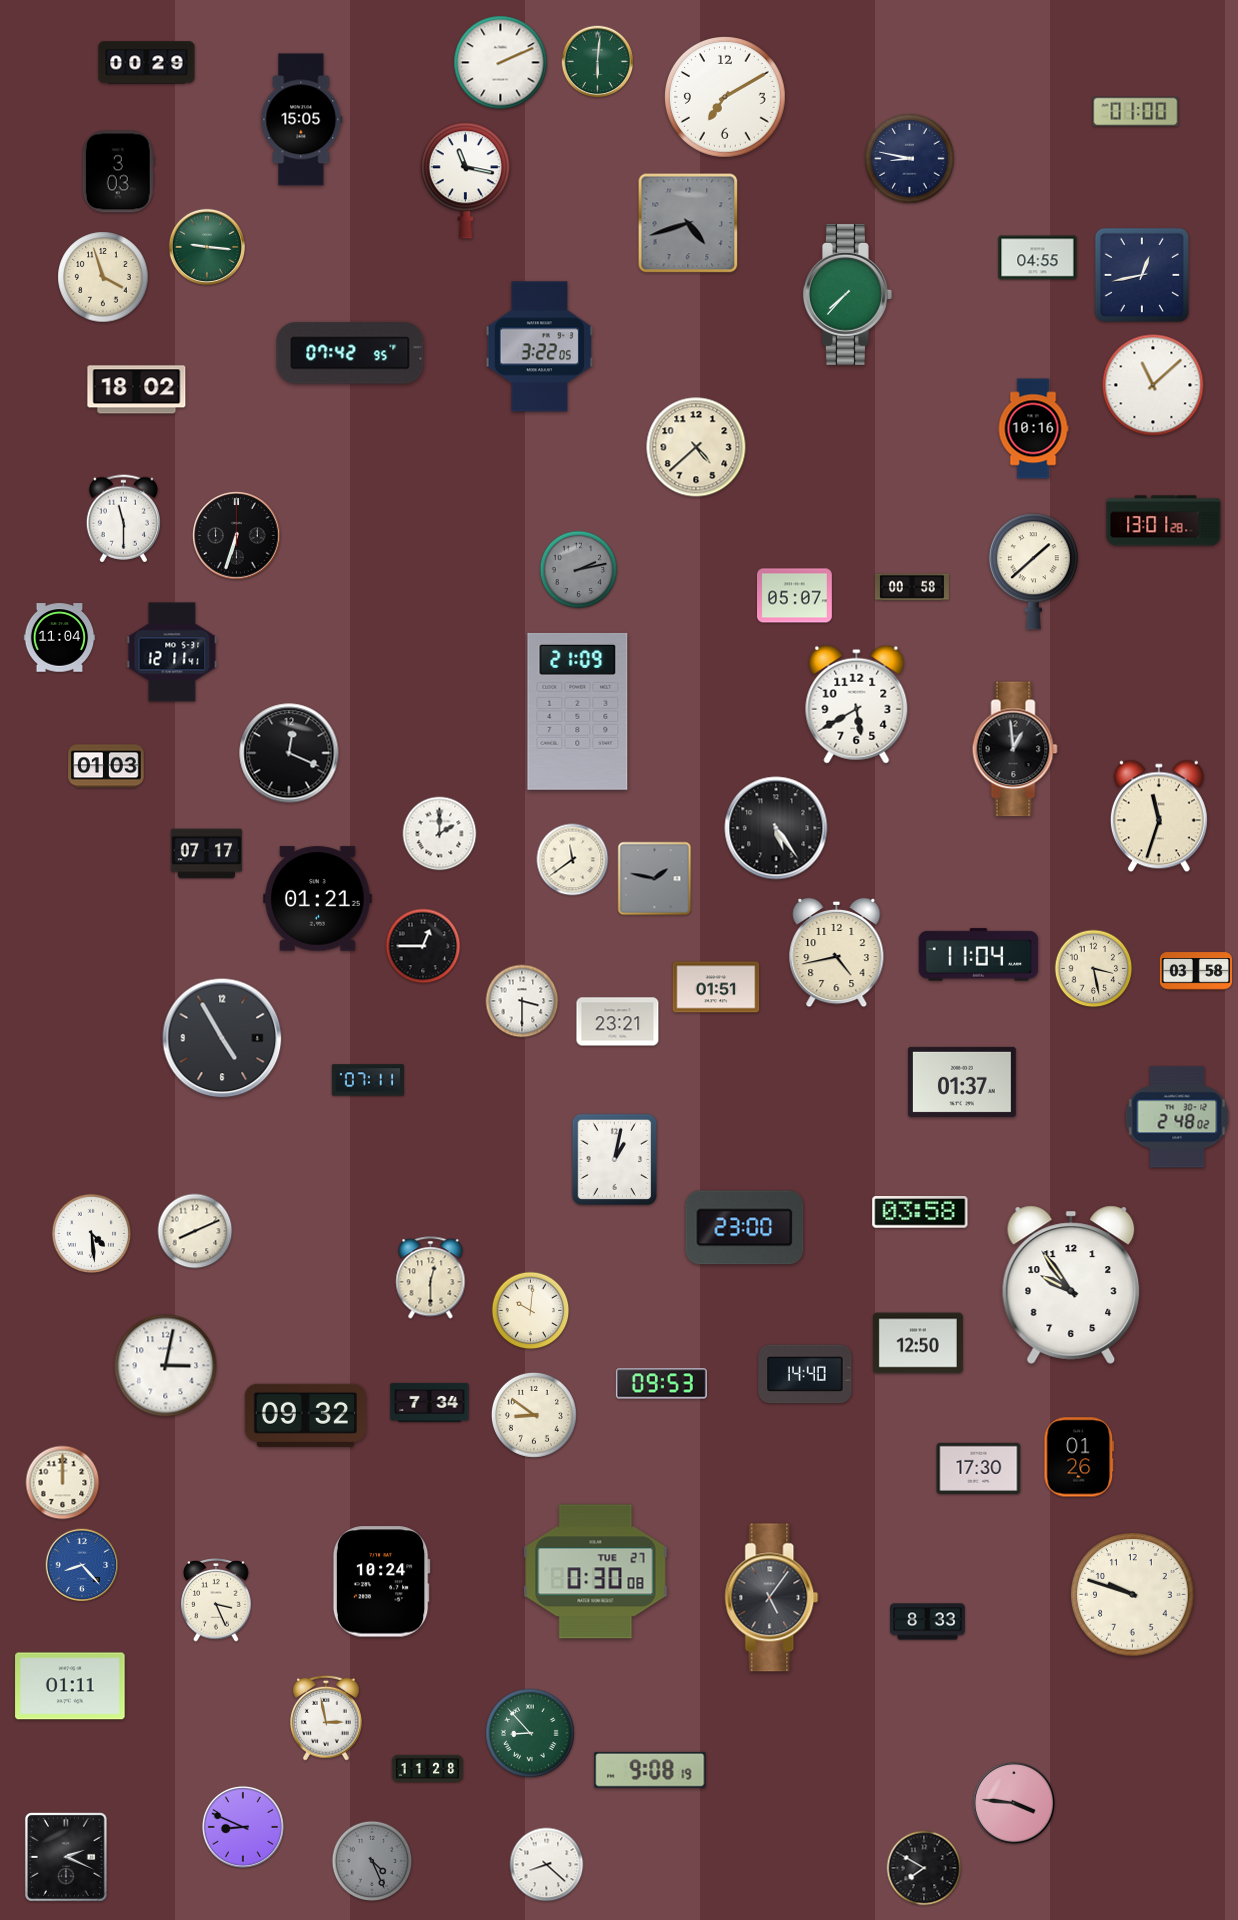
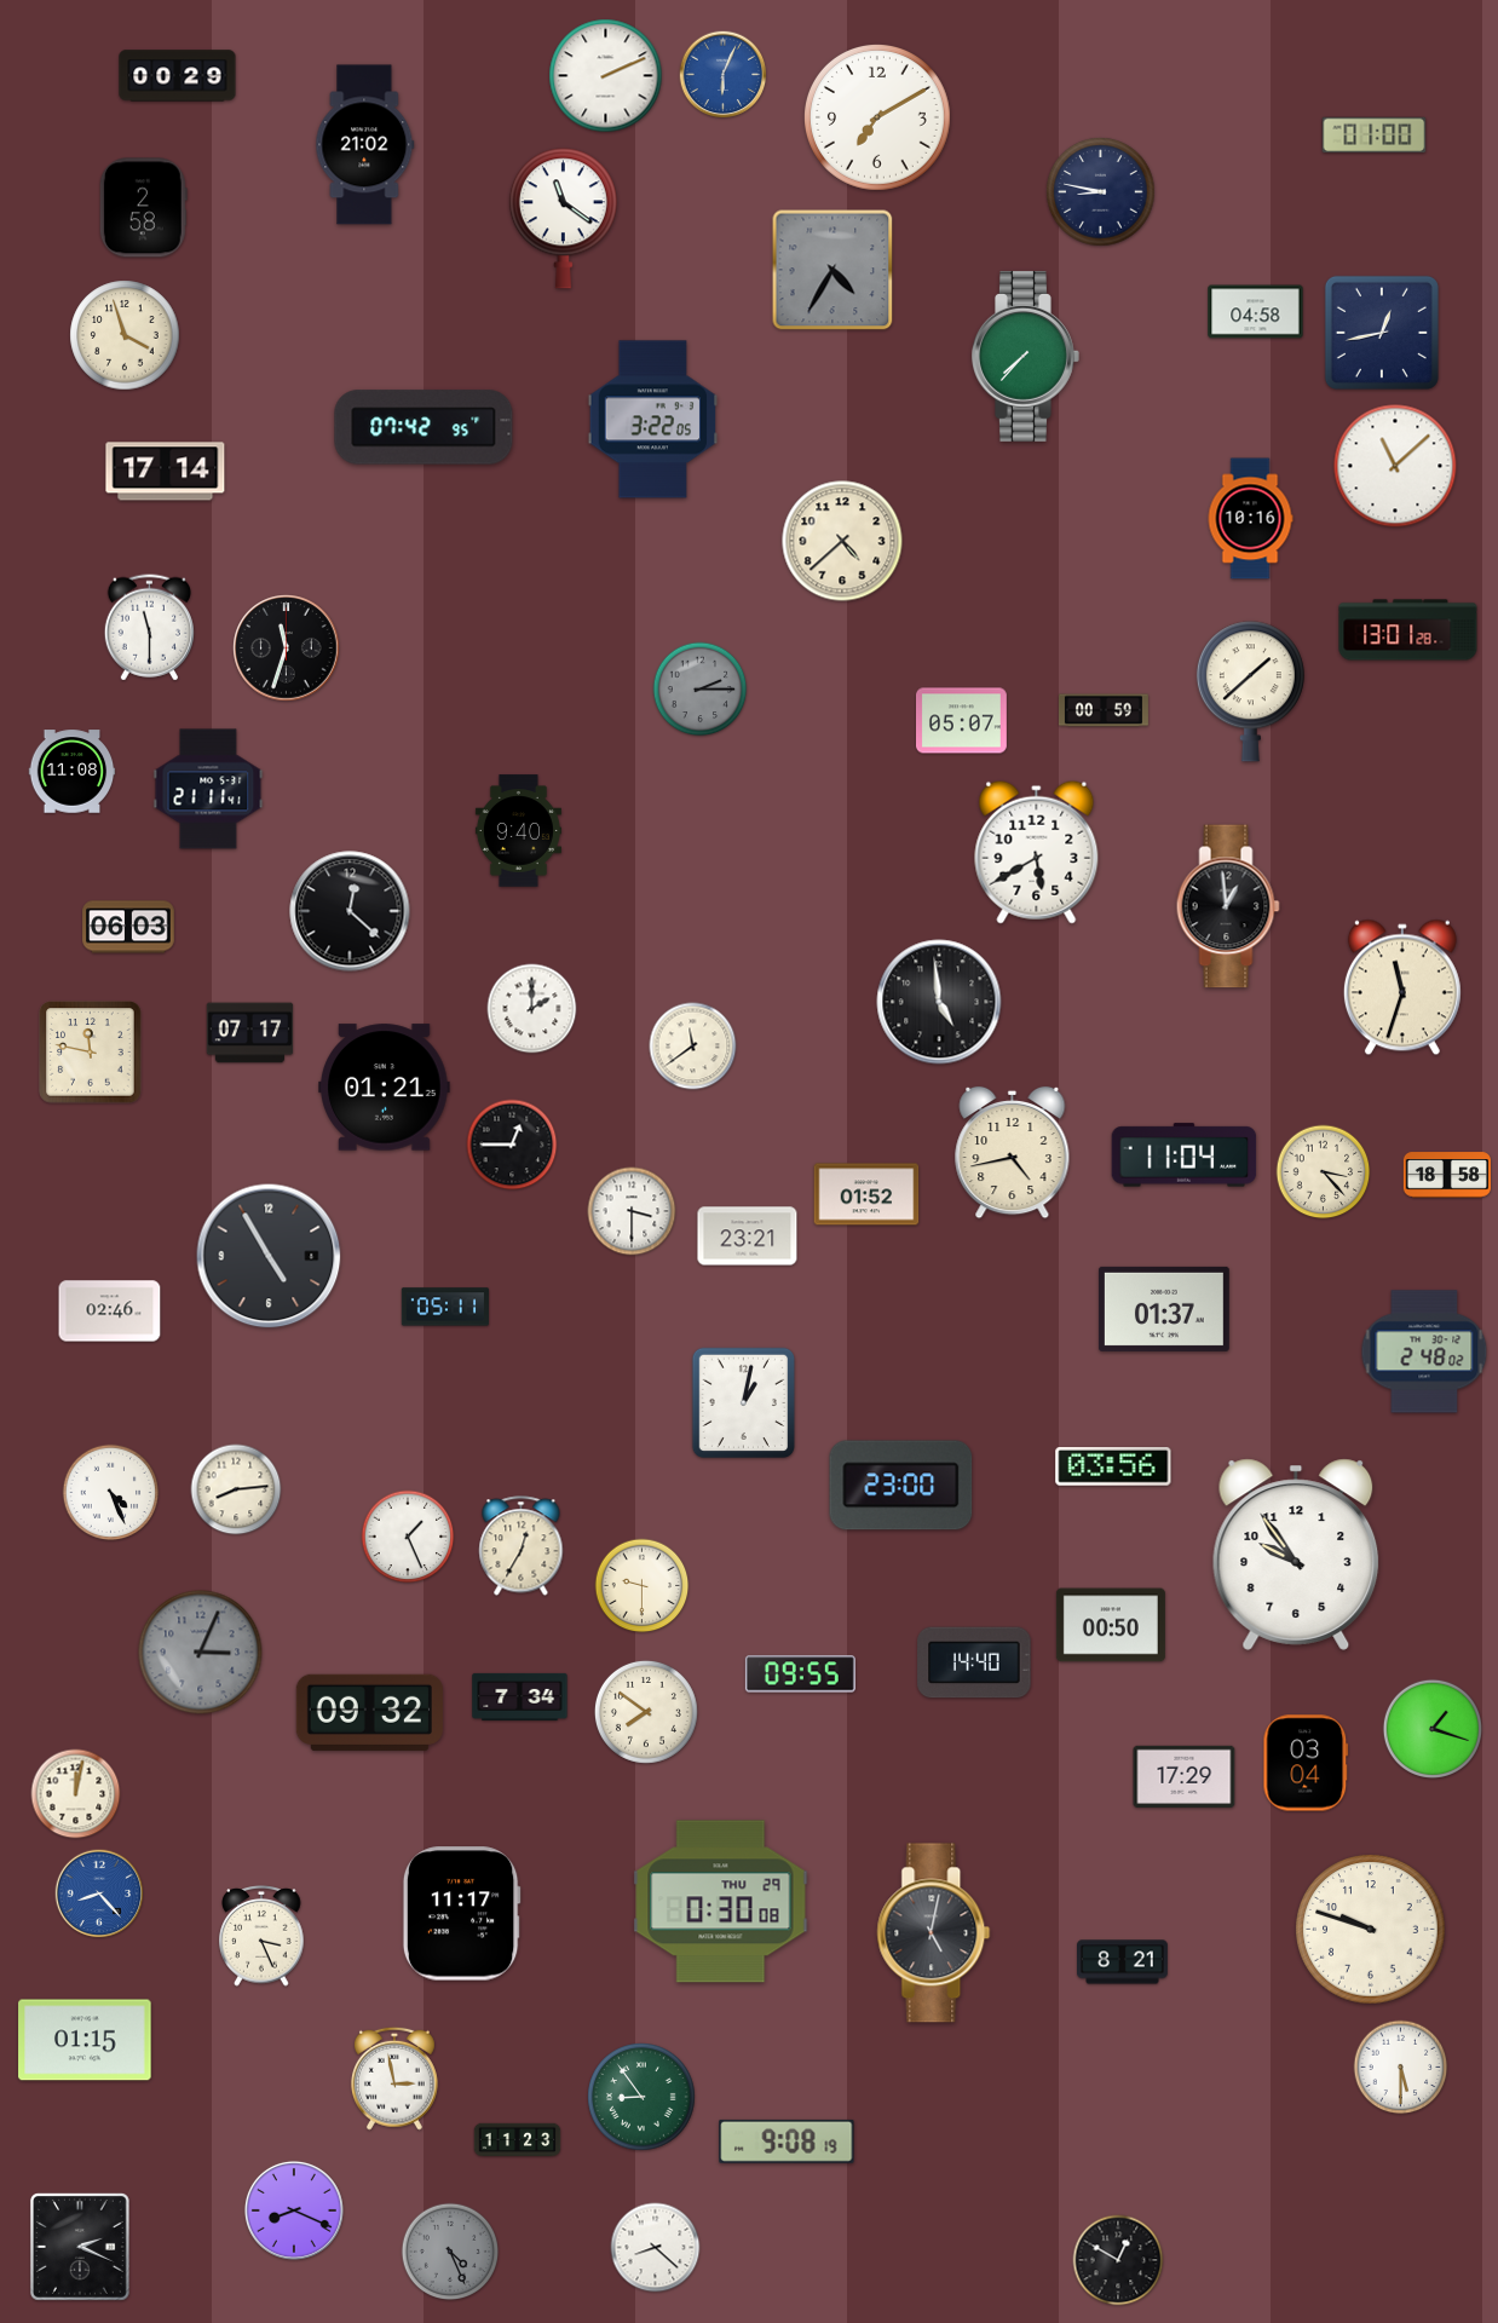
clock at (598, 62): 6:01 -> 6:04
clock at (598, 62) dial: green -> blue
clock at (302, 120): 15:05 -> 21:02
clock at (118, 172): 3:03 -> 2:58
clock at (465, 181): 11:17 -> 11:21
clock at (688, 223): 4:42 -> 4:35
clock at (206, 246): 9:16 -> none
clock at (1038, 258): 04:55 -> 04:58
clock at (137, 390): 18:02 -> 17:14
clock at (237, 536): 6:33 -> 11:33
clock at (579, 570): 2:13 -> 2:15
clock at (912, 587): 00:58 -> 00:59
clock at (60, 638): 11:04 -> 11:08
clock at (172, 652): 12:11 -> 21:11
clock at (518, 831): none -> 9:40
clock at (578, 711): 21:09 -> none
clock at (289, 753): 12:19 -> 12:22
clock at (106, 766): 01:03 -> 06:03
clock at (776, 828): 5:24 -> 4:59
clock at (573, 860) position: (573, 860) -> (693, 1047)
clock at (91, 1053): none -> 11:47
clock at (655, 879): 1:47 -> none
clock at (1094, 969): 3:28 -> 3:23
clock at (1195, 971): 03:58 -> 18:58
clock at (716, 987): 01:51 -> 01:52
clock at (367, 1080): 07:11 -> 05:11
clock at (110, 1312): none -> 02:46
clock at (920, 1212): 03:58 -> 03:56
clock at (195, 1231): 8:11 -> 8:14
clock at (92, 1234): 4:29 -> 4:26
clock at (408, 1537): none -> 1:26
clock at (431, 1278): 12:30 -> 12:35
clock at (531, 1311): 10:01 -> 9:30
clock at (918, 1343): 12:50 -> 00:50
clock at (166, 1366): 3:02 -> 3:04
clock at (166, 1366) dial: white -> grey
clock at (661, 1384): 09:53 -> 09:55
clock at (534, 1415): 8:51 -> 7:51
clock at (1433, 1729): none -> 1:18
clock at (1079, 1457): 01:26 -> 03:04
clock at (979, 1468): 17:30 -> 17:29
clock at (63, 1483): 12:00 -> 12:02
clock at (596, 1572) date: TUE 27 -> THU 29
clock at (381, 1582): 10:24 -> 11:17
clock at (772, 1598): 5:06 -> 5:02
clock at (928, 1622): 8:33 -> 8:21
clock at (70, 1686): 01:11 -> 01:15
clock at (1401, 2068): none -> 5:30
clock at (530, 1733): 8:53 -> 8:54
clock at (428, 1769): 11:28 -> 11:23
clock at (1014, 1803): 3:46 -> none
clock at (243, 1827): 8:49 -> 8:19
clock at (547, 1865) position: (547, 1865) -> (656, 2248)
clock at (924, 1868): 7:50 -> 12:50
